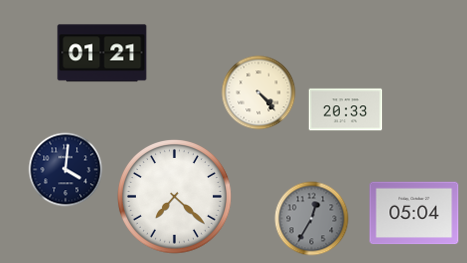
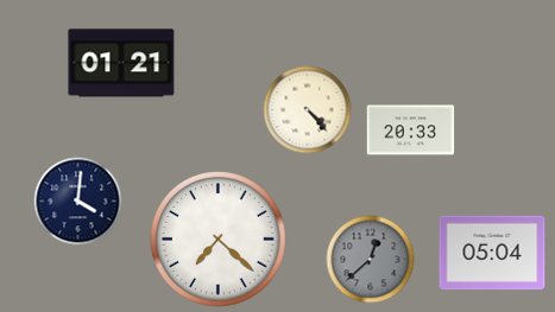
clock at (175, 197) position: (175, 197) -> (219, 240)
clock at (312, 219): 12:35 -> 12:38
